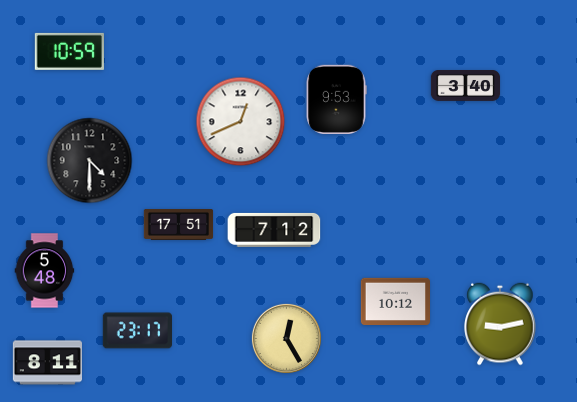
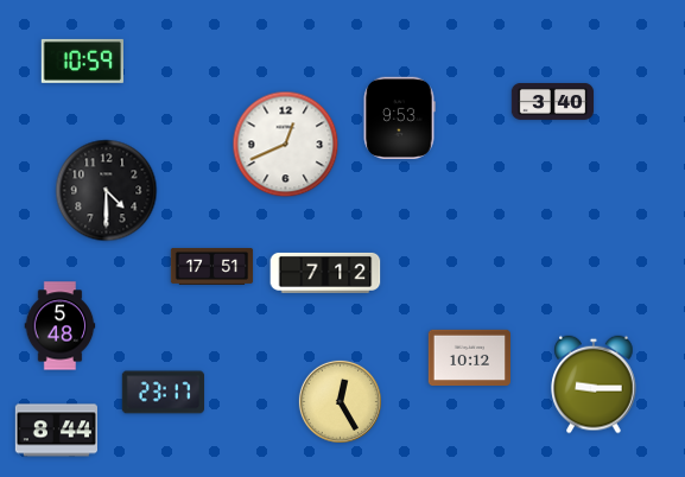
clock at (45, 271) position: (45, 271) -> (61, 326)
clock at (500, 324): 9:13 -> 9:15
clock at (47, 363): 8:11 -> 8:44
